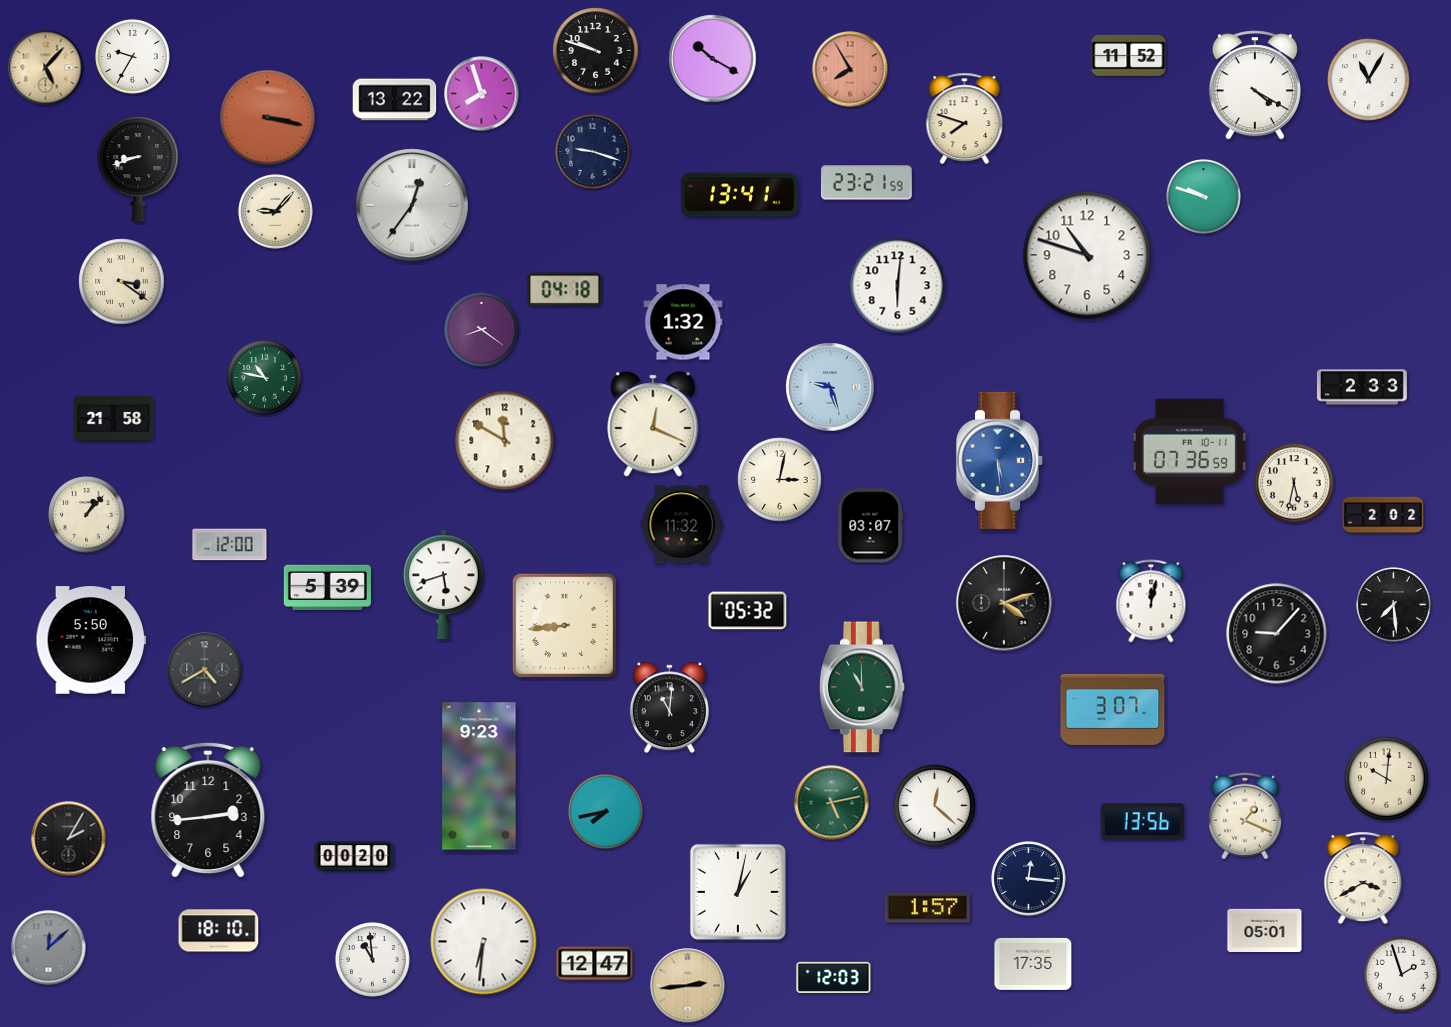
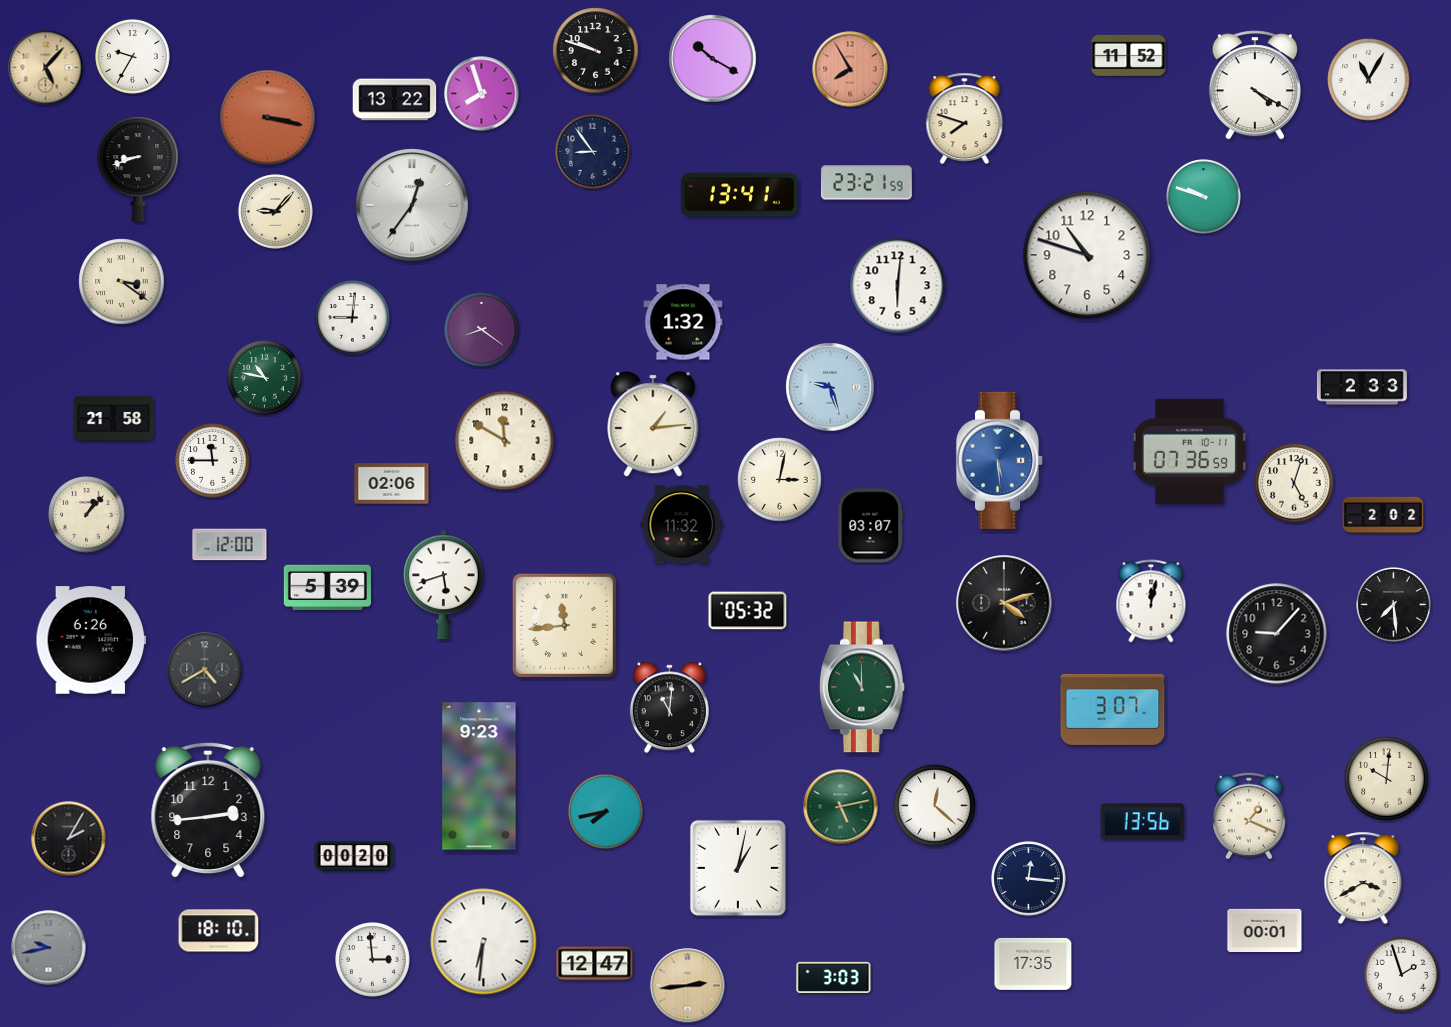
clock at (593, 152): 9:18 -> 8:54
clock at (565, 290): 04:18 -> none
clock at (353, 318): none -> 9:01
clock at (653, 424): 12:19 -> 1:14
clock at (213, 461): none -> 11:45
clock at (1294, 483): 5:32 -> 5:03
clock at (392, 484): none -> 02:06
clock at (564, 625): 8:44 -> 11:44
clock at (91, 640): 5:50 -> 6:26
clock at (832, 803) position: (832, 803) -> (841, 807)
clock at (1245, 816) position: (1245, 816) -> (1249, 816)
clock at (738, 892) position: (738, 892) -> (738, 868)
clock at (928, 908): 1:57 -> none
clock at (1265, 930): 05:01 -> 00:01
clock at (49, 948): 12:08 -> 9:43
clock at (373, 960): 10:59 -> 2:59
clock at (834, 977): 12:03 -> 3:03
